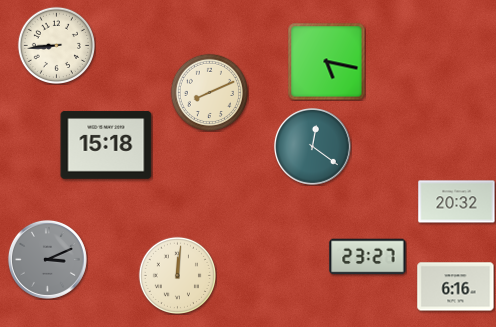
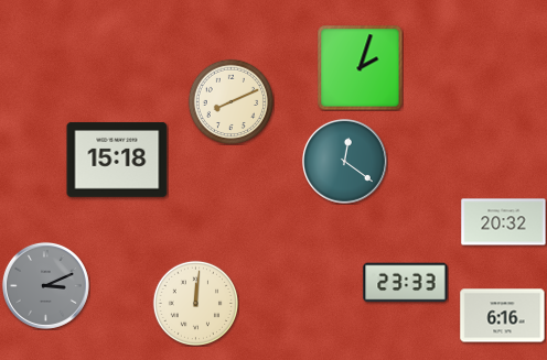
clock at (56, 45): 8:44 -> none
clock at (326, 61): 5:17 -> 2:03
clock at (368, 257): 23:27 -> 23:33
clock at (47, 259) position: (47, 259) -> (45, 285)
